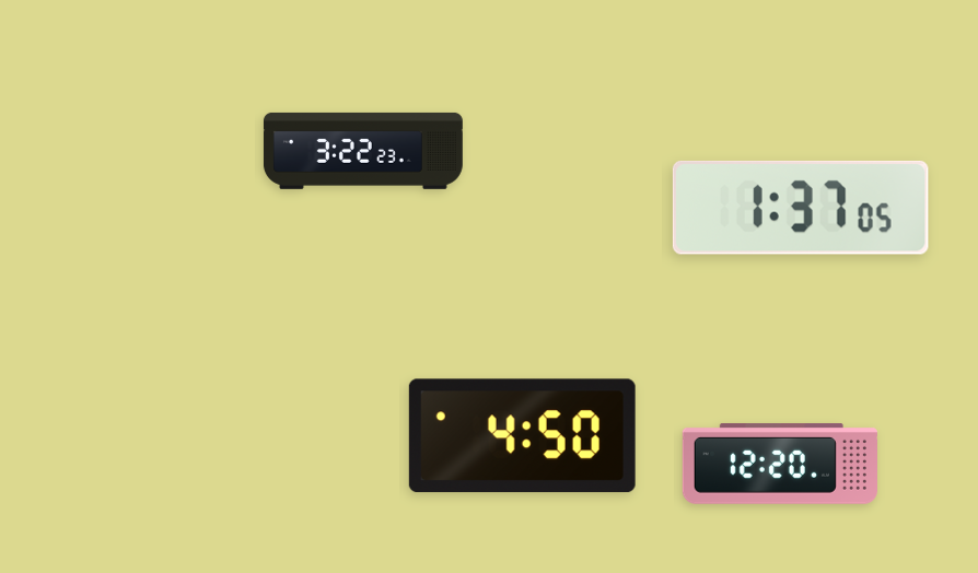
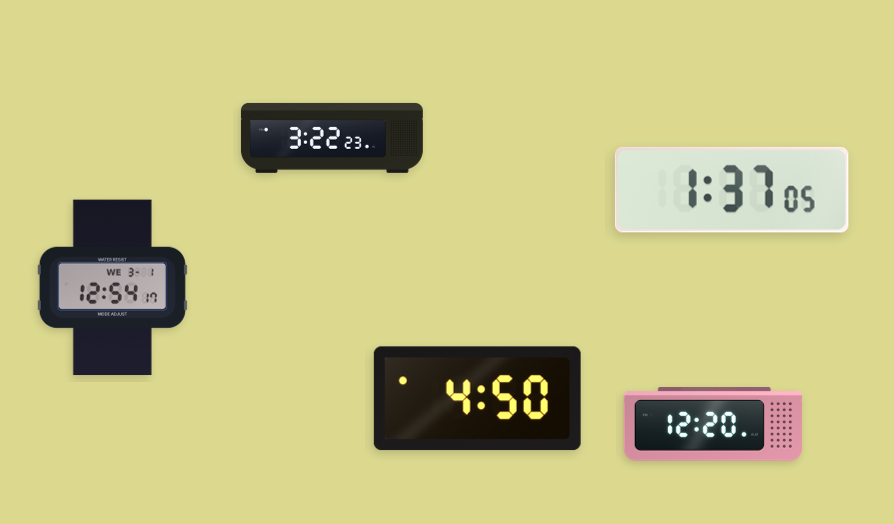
clock at (112, 288): none -> 12:54
